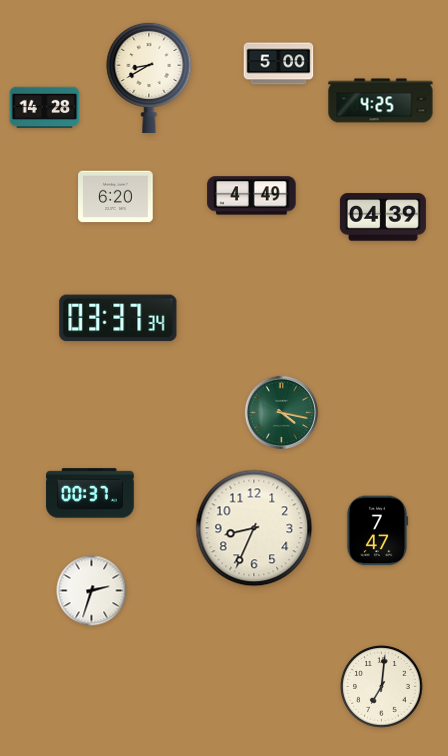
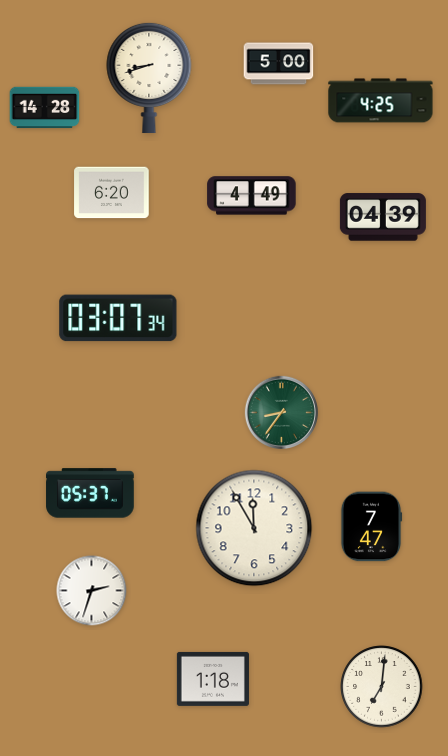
clock at (149, 78): 8:40 -> 8:42
clock at (116, 197) position: (116, 197) -> (112, 193)
clock at (118, 318): 03:37 -> 03:07
clock at (281, 412): 4:17 -> 8:36
clock at (90, 493): 00:37 -> 05:37
clock at (254, 528): 8:34 -> 11:55
clock at (377, 531) position: (377, 531) -> (371, 527)
clock at (213, 679): none -> 1:18
